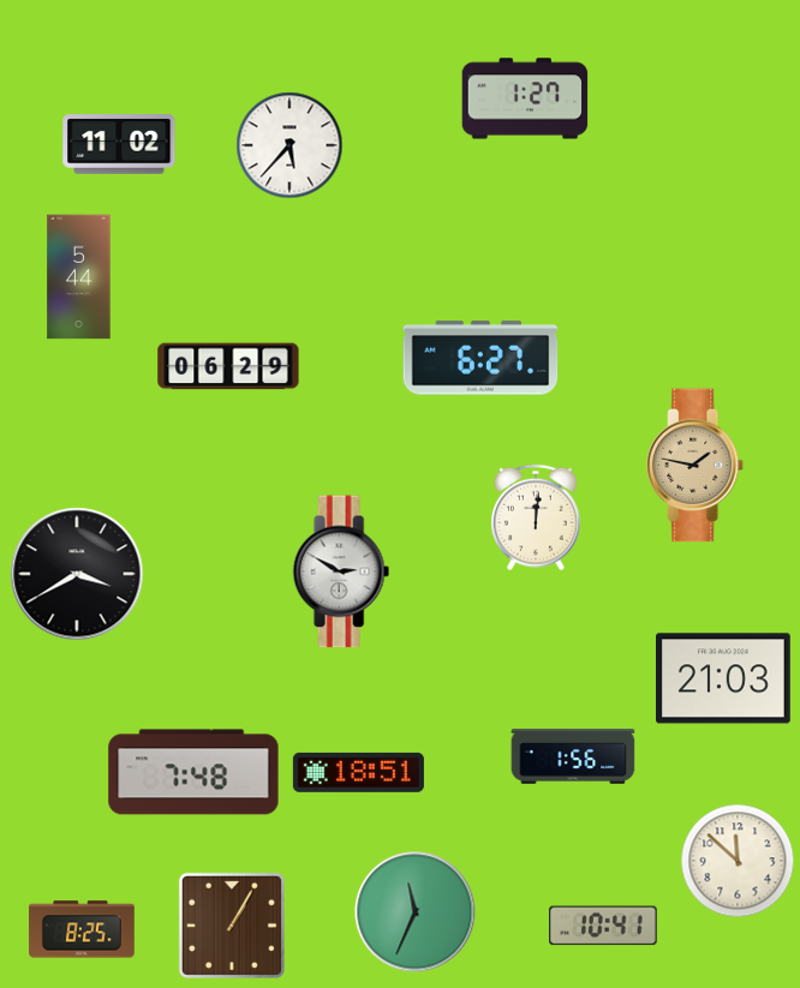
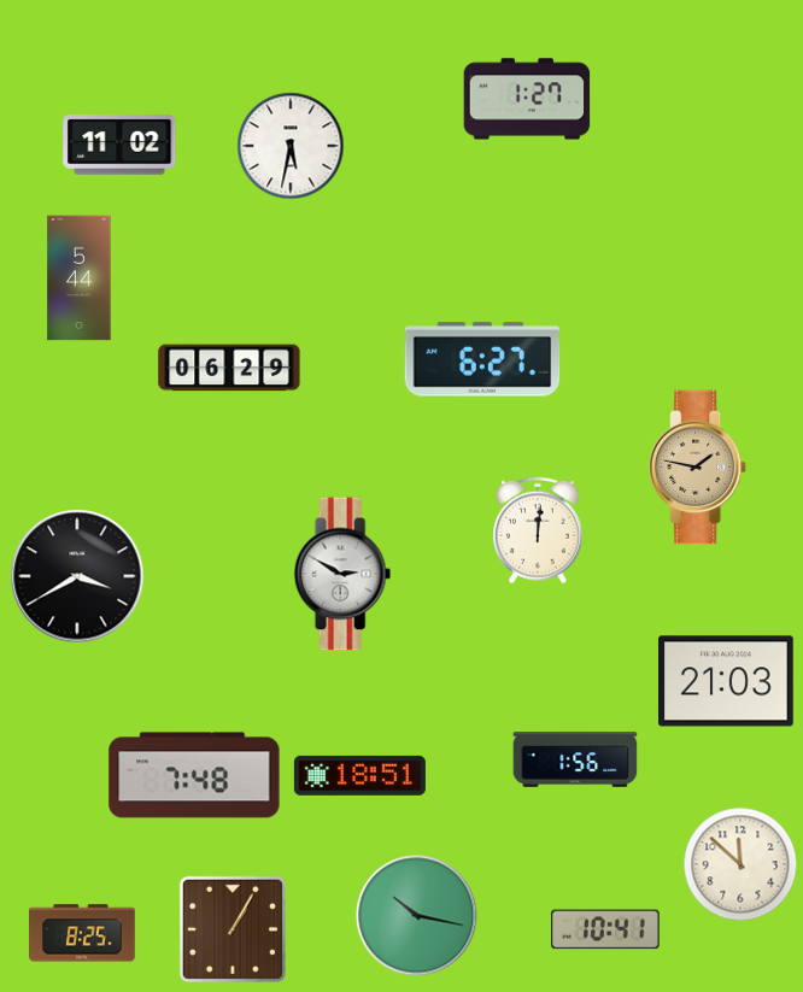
clock at (289, 145): 5:37 -> 5:32
clock at (536, 517) position: (536, 517) -> (538, 530)
clock at (416, 912): 11:34 -> 10:17
